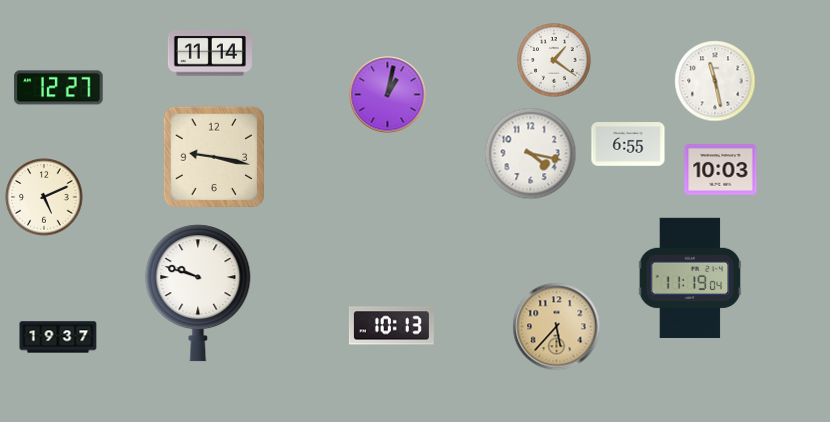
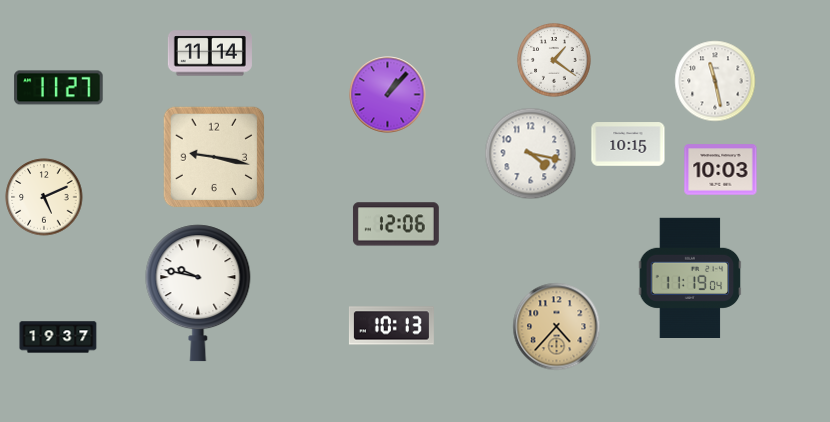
clock at (59, 88): 12:27 -> 11:27
clock at (388, 95): 1:02 -> 1:07
clock at (628, 144): 6:55 -> 10:15
clock at (396, 224): none -> 12:06
clock at (198, 293): 9:48 -> 9:47
clock at (557, 327): 5:37 -> 4:37
